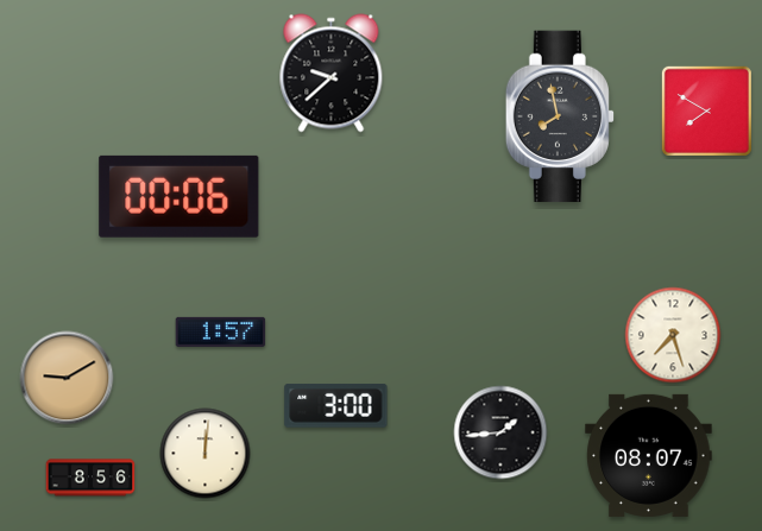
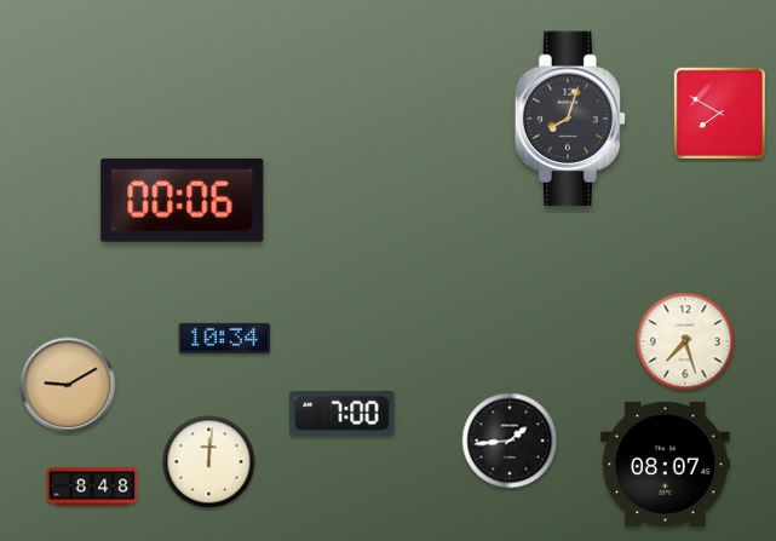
clock at (332, 74): 9:38 -> none
clock at (559, 116): 7:58 -> 8:03
clock at (221, 331): 1:57 -> 10:34
clock at (336, 406): 3:00 -> 7:00
clock at (649, 455) position: (649, 455) -> (666, 464)
clock at (90, 478): 8:56 -> 8:48
